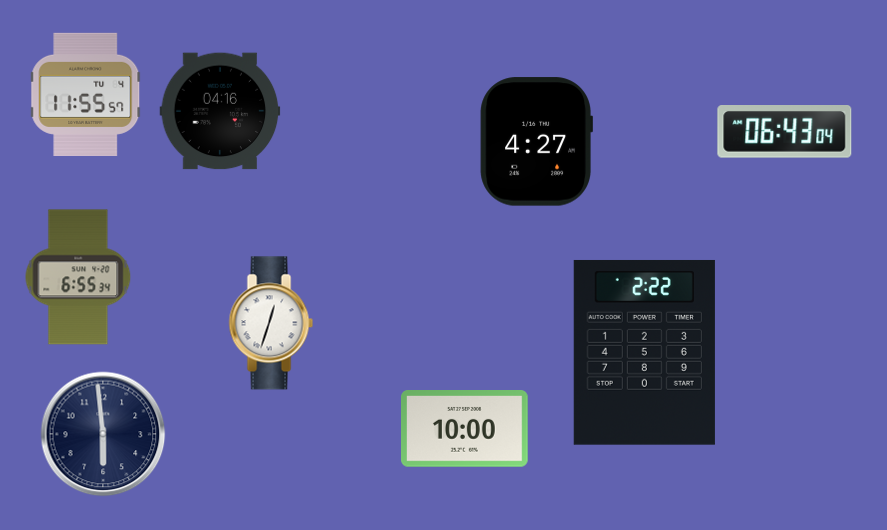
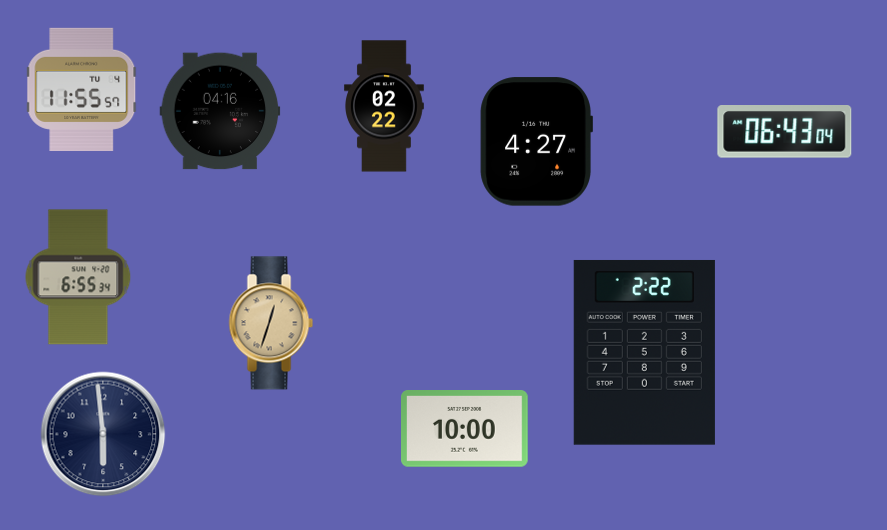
clock at (86, 94) position: (86, 94) -> (82, 89)
clock at (385, 106): none -> 02:22
clock at (271, 323) dial: white -> champagne
